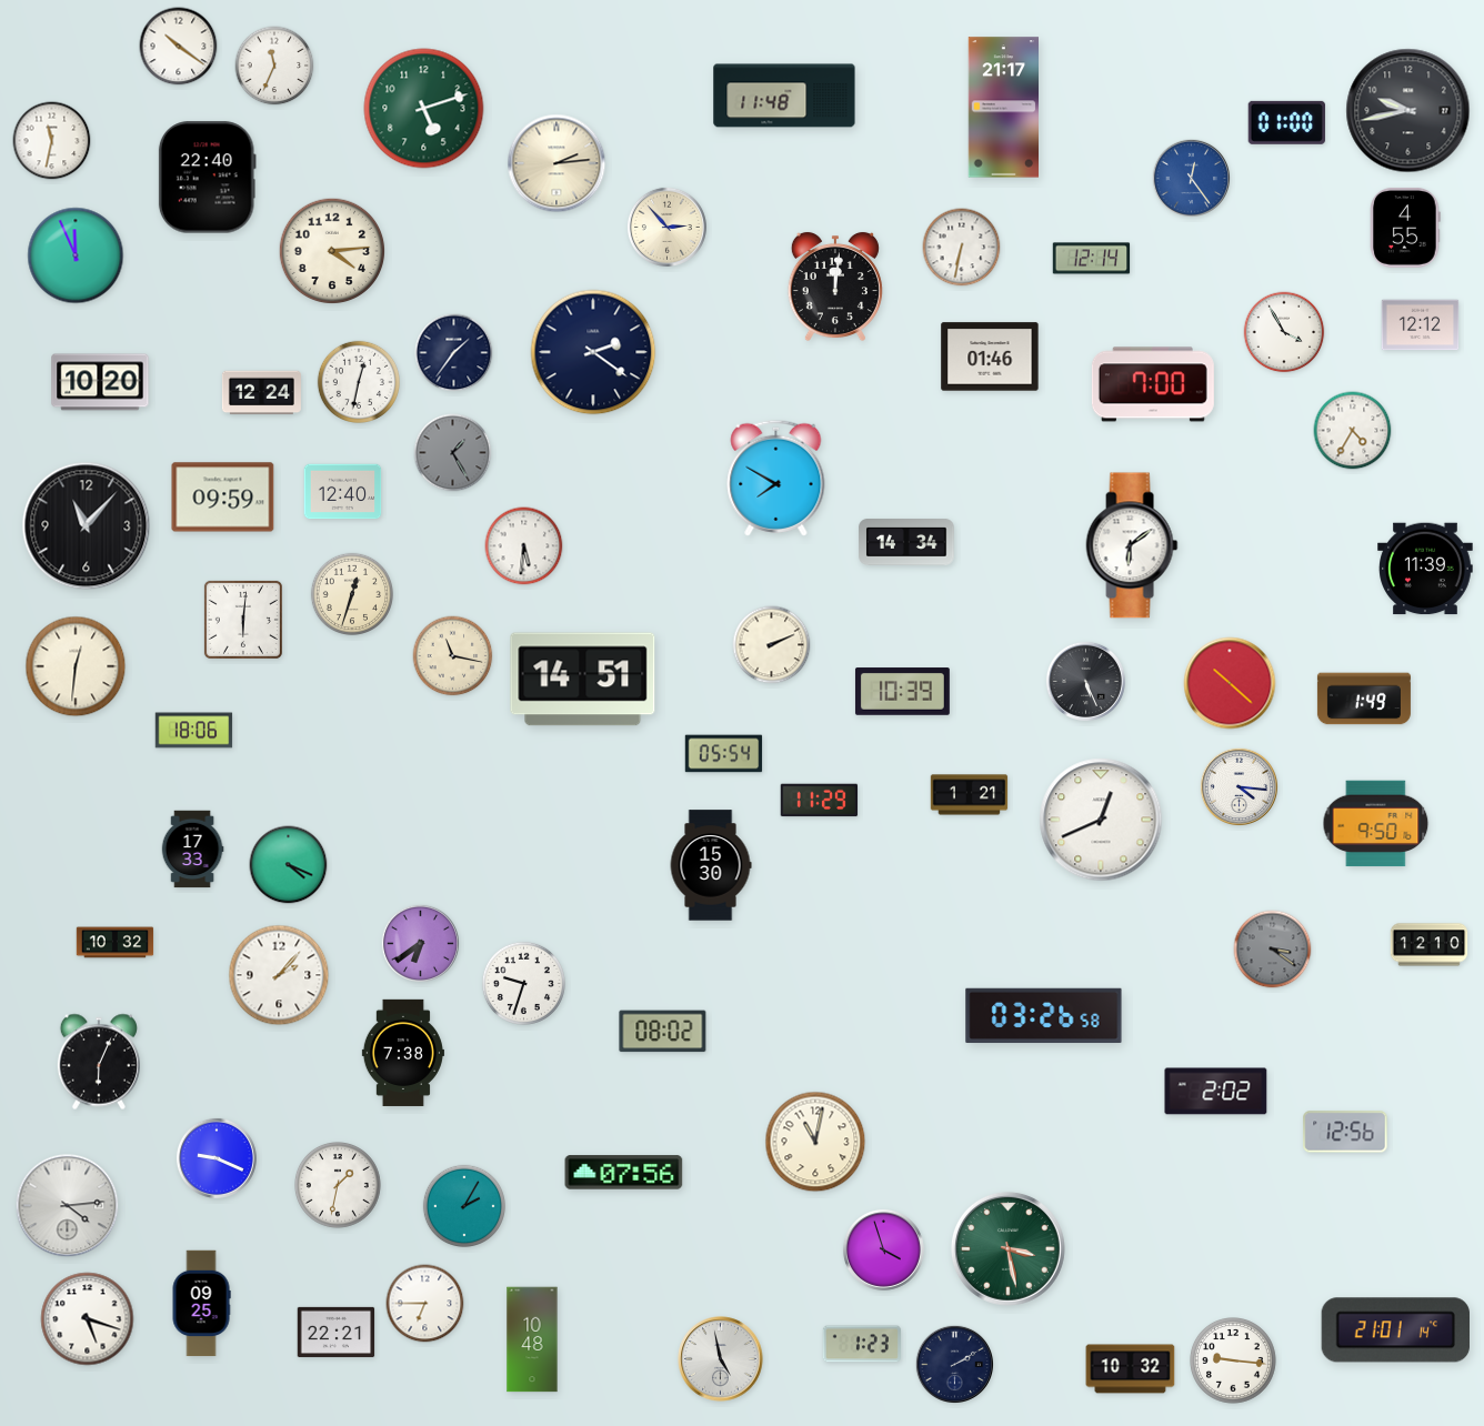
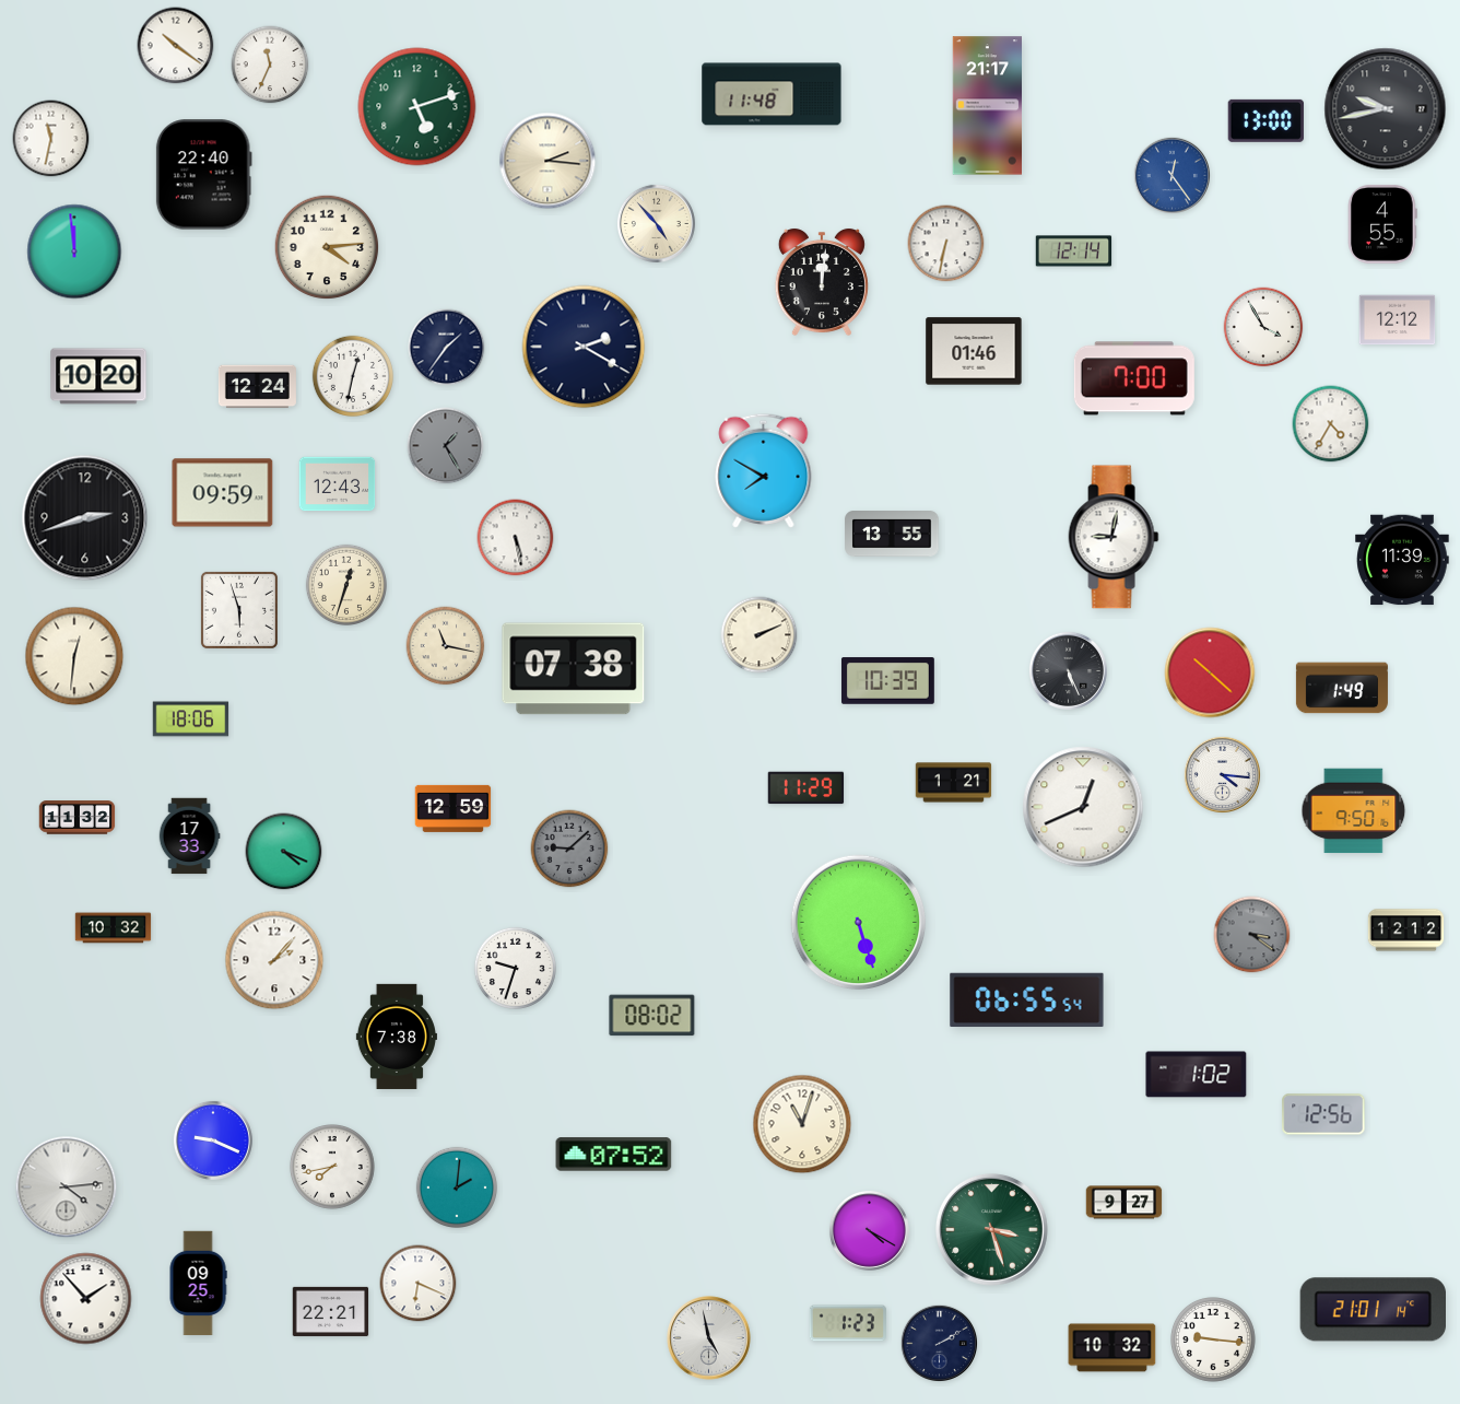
clock at (1286, 122): 01:00 -> 13:00
clock at (556, 163): 2:14 -> 2:16
clock at (666, 227): 2:53 -> 4:53
clock at (76, 255): 11:56 -> 11:59
clock at (1092, 259) position: (1092, 259) -> (1074, 251)
clock at (593, 352): 2:21 -> 2:20
clock at (343, 492): 12:40 -> 12:43
clock at (223, 498) position: (223, 498) -> (223, 493)
clock at (87, 526): 11:07 -> 2:42
clock at (906, 543): 14:34 -> 13:55
clock at (1132, 545): 6:09 -> 9:02
clock at (524, 546): 5:31 -> 5:28
clock at (243, 620): 6:01 -> 5:57
clock at (583, 680): 14:51 -> 07:38
clock at (724, 754): 05:54 -> none
clock at (1239, 786) position: (1239, 786) -> (1222, 774)
clock at (454, 808): none -> 12:59
clock at (78, 818): none -> 11:32
clock at (569, 849): none -> 9:08
clock at (711, 865): 15:30 -> none
clock at (859, 923): none -> 5:27
clock at (420, 943): 6:39 -> none
clock at (1430, 945): 12:10 -> 12:12
clock at (1044, 1016): 03:26 -> 06:55
clock at (99, 1062): 6:04 -> none
clock at (1216, 1092): 2:02 -> 1:02
clock at (815, 1142): 11:02 -> 11:03
clock at (624, 1173): 07:56 -> 07:52
clock at (339, 1186): 1:32 -> 7:43
clock at (463, 1205): 2:05 -> 2:01
clock at (1125, 1203): none -> 9:27
clock at (1007, 1248): 3:28 -> 3:27
clock at (883, 1249): 3:57 -> 4:20
clock at (425, 1304): 6:45 -> 6:19
clock at (88, 1319): 5:18 -> 1:53
clock at (532, 1339): 10:48 -> none
